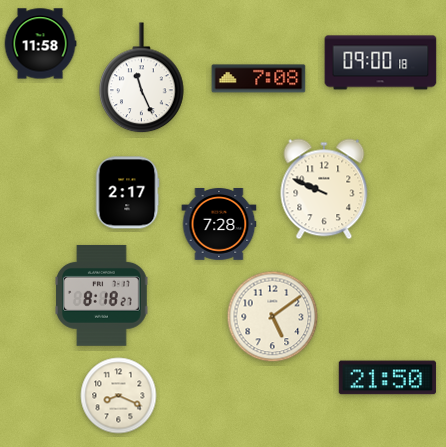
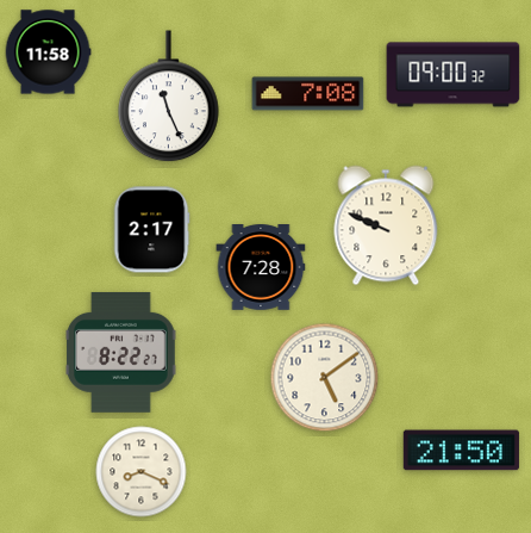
clock at (381, 63): 09:00:18 -> 09:00:32
clock at (142, 78) position: (142, 78) -> (169, 97)
clock at (102, 295): 8:18 -> 8:22
